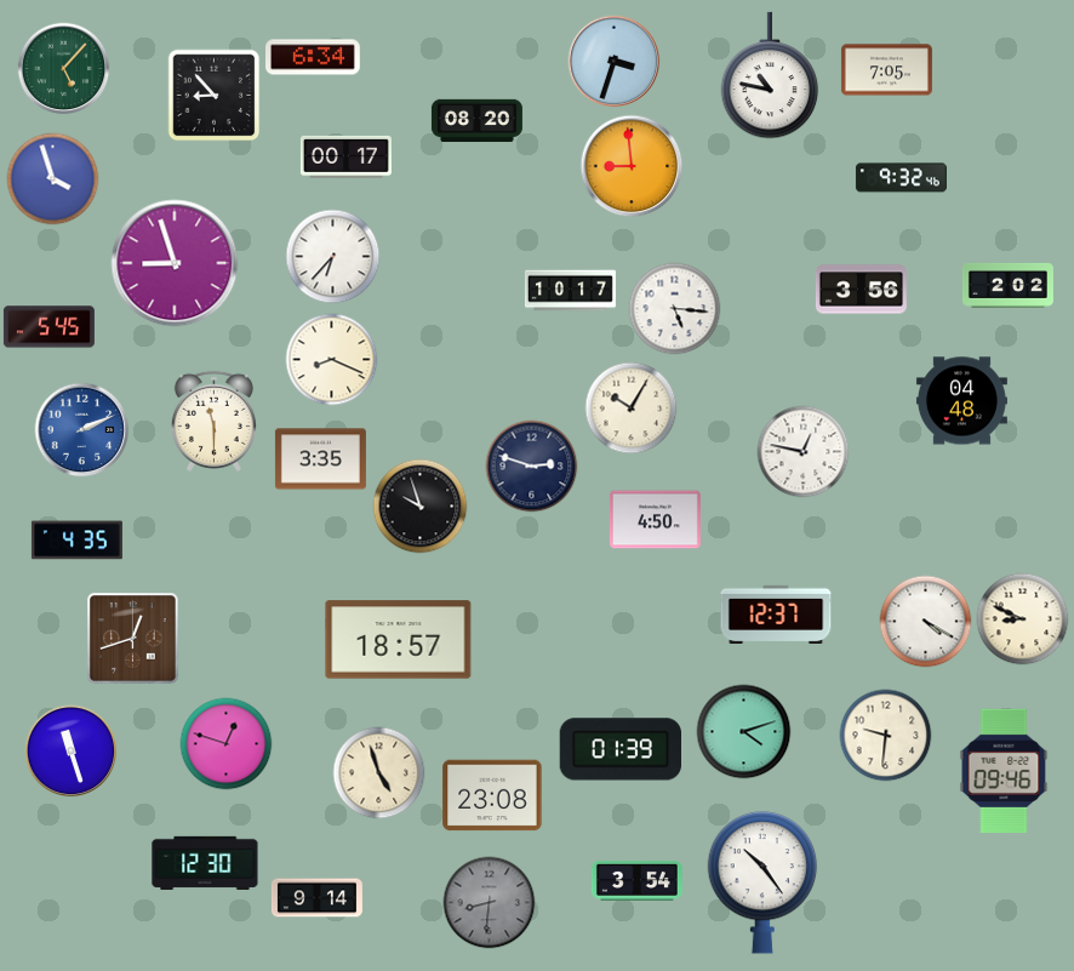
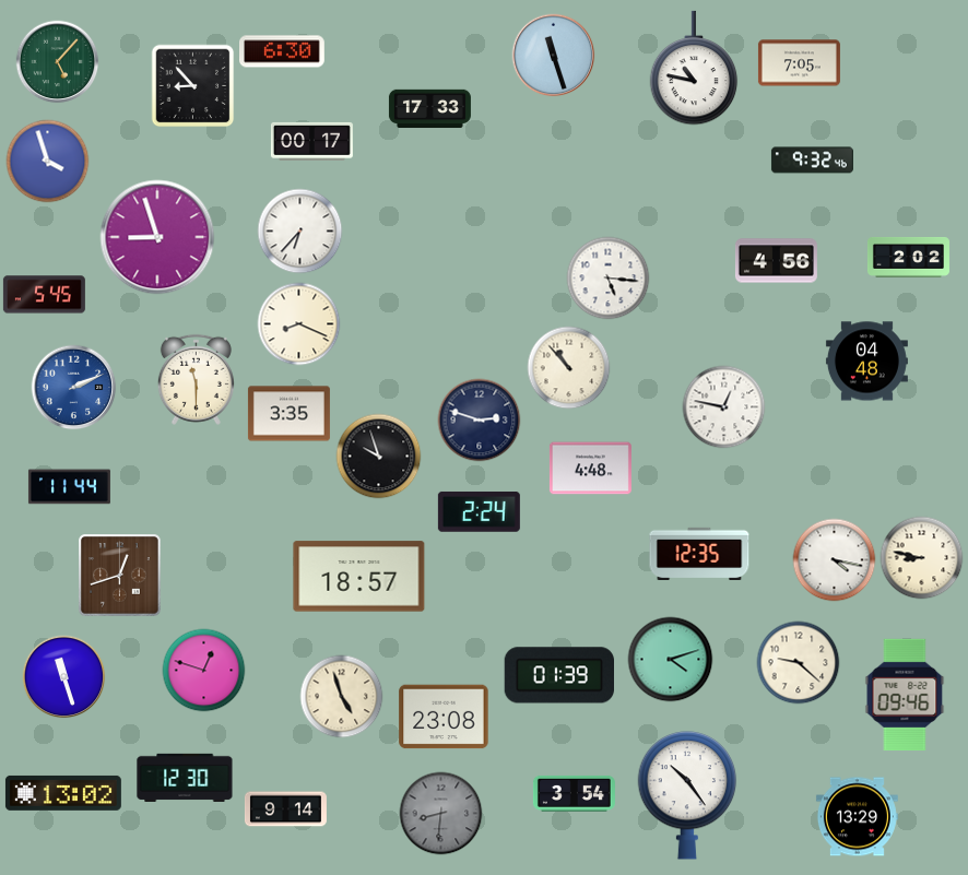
clock at (313, 57): 6:34 -> 6:30
clock at (615, 62): 3:33 -> 11:27
clock at (476, 121): 08:20 -> 17:33
clock at (632, 166): 8:59 -> none
clock at (861, 290): 3:56 -> 4:56
clock at (570, 291): 10:17 -> none
clock at (632, 409): 10:05 -> 10:53
clock at (213, 421) position: (213, 421) -> (196, 379)
clock at (655, 520): 4:50 -> 4:48
clock at (76, 541): 4:35 -> 11:44
clock at (479, 511): none -> 2:24
clock at (776, 613): 12:37 -> 12:35
clock at (1023, 619): 8:49 -> 8:47
clock at (926, 622): 4:20 -> 4:17
clock at (886, 736): 9:31 -> 9:22
clock at (63, 793): none -> 13:02
clock at (857, 817): none -> 13:29
